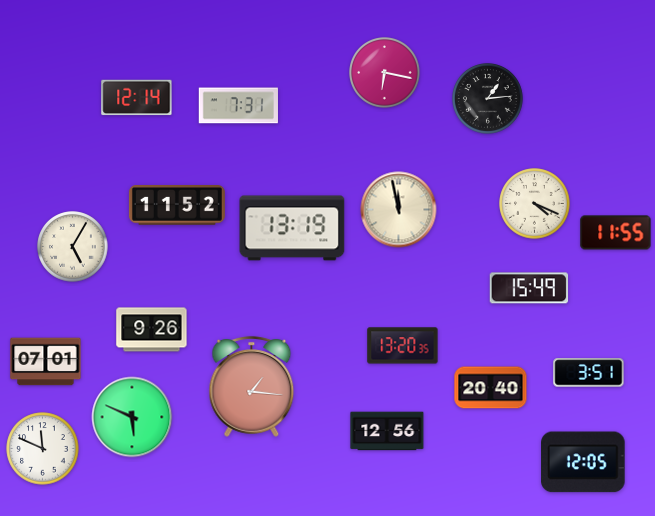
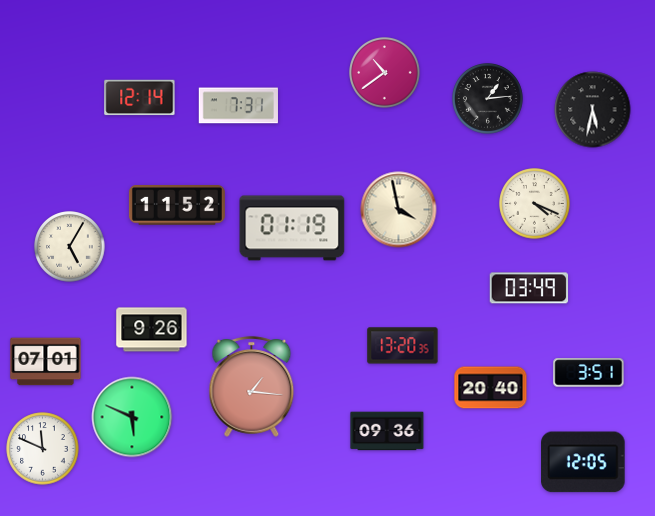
clock at (385, 73): 6:17 -> 10:39
clock at (137, 98) position: (137, 98) -> (140, 98)
clock at (593, 110): none -> 5:32
clock at (399, 210): 11:58 -> 3:58
clock at (292, 228): 13:19 -> 01:19
clock at (616, 233): 11:55 -> none
clock at (73, 247) position: (73, 247) -> (70, 247)
clock at (529, 288): 15:49 -> 03:49
clock at (387, 431): 12:56 -> 09:36
